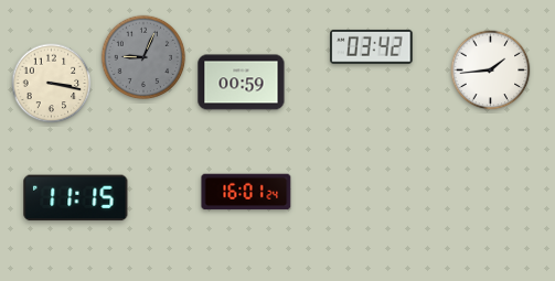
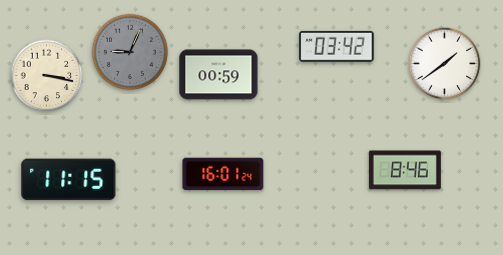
clock at (372, 46) position: (372, 46) -> (337, 46)
clock at (491, 71): 1:44 -> 1:39
clock at (405, 170): none -> 8:46
